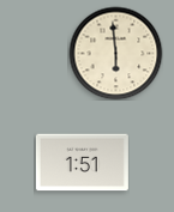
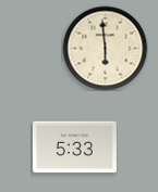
clock at (82, 163): 1:51 -> 5:33
